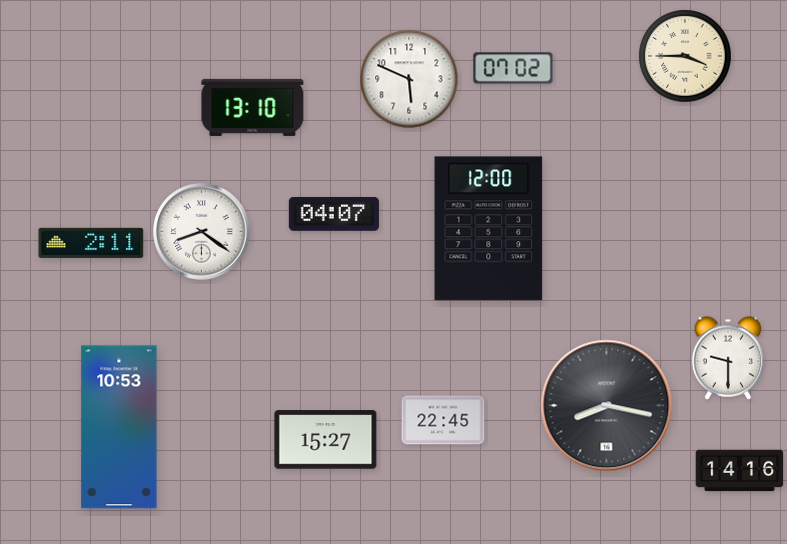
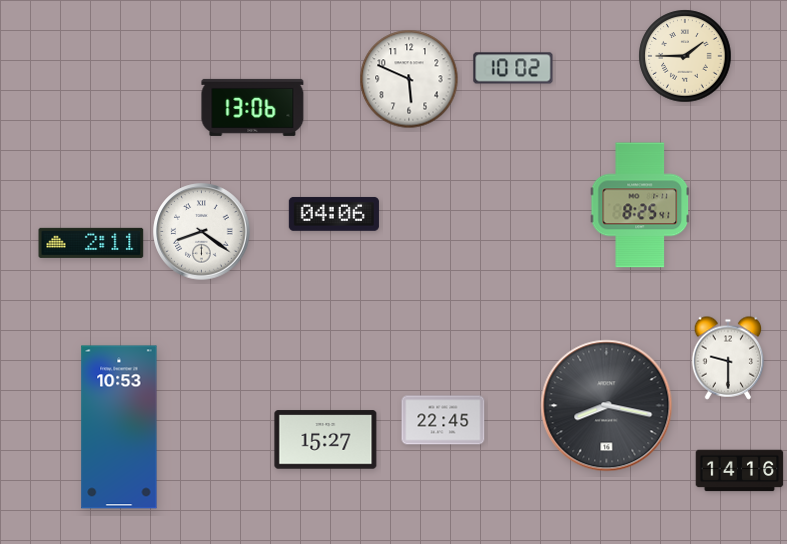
clock at (685, 56): 3:45 -> 1:45
clock at (513, 68): 07:02 -> 10:02
clock at (253, 107): 13:10 -> 13:06
clock at (640, 205): none -> 8:25
clock at (334, 214): 04:07 -> 04:06
clock at (489, 229): 12:00 -> none
